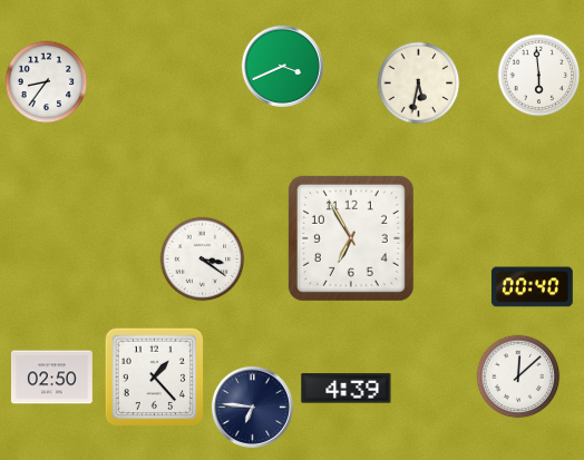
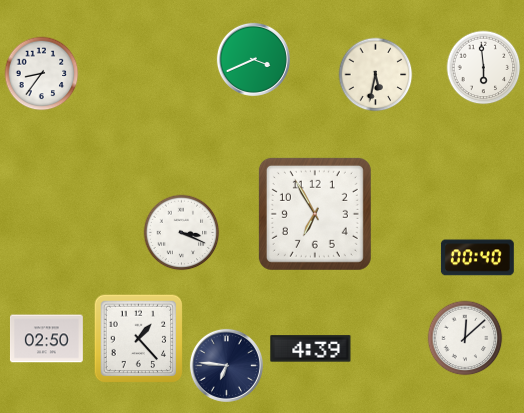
clock at (203, 260): 3:21 -> 3:19
